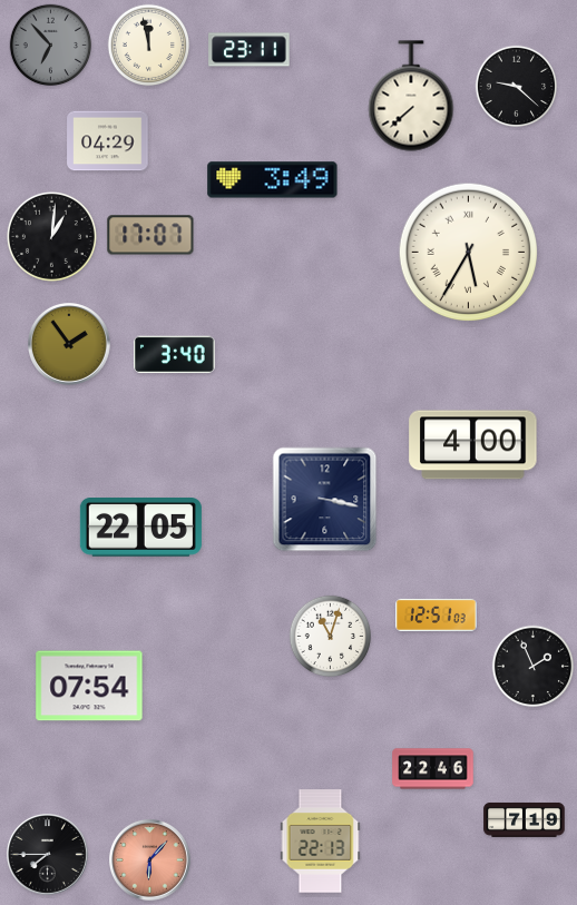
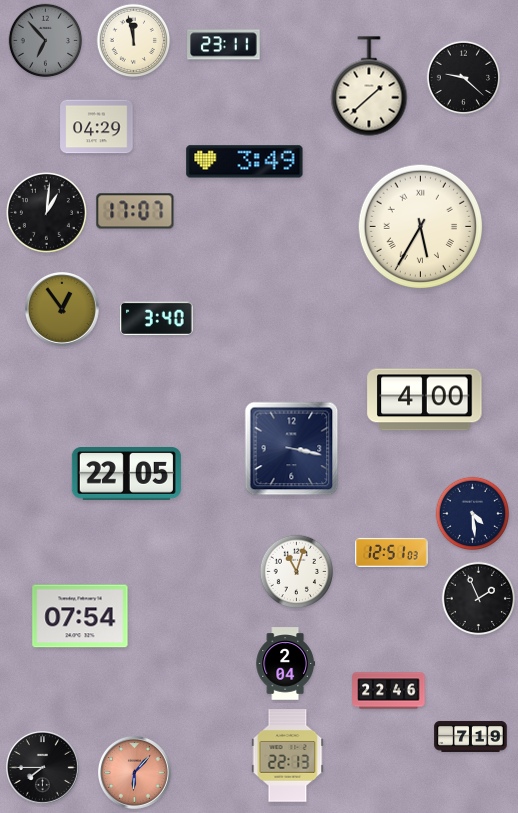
clock at (411, 96): 7:38 -> 1:38
clock at (70, 345): 1:54 -> 12:54
clock at (473, 514): none -> 4:29
clock at (285, 664): none -> 2:04
